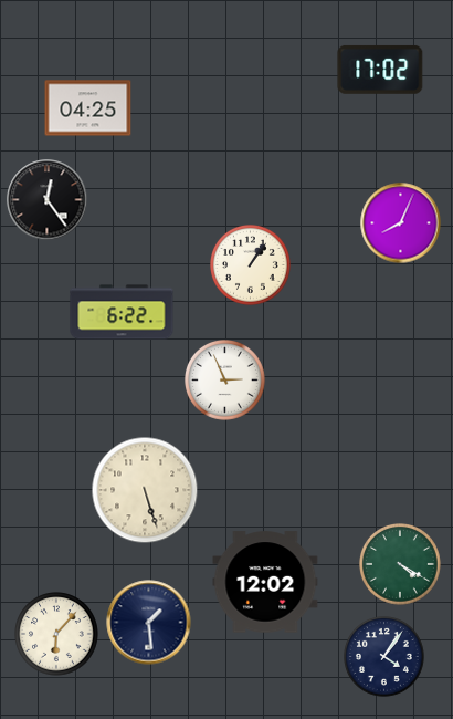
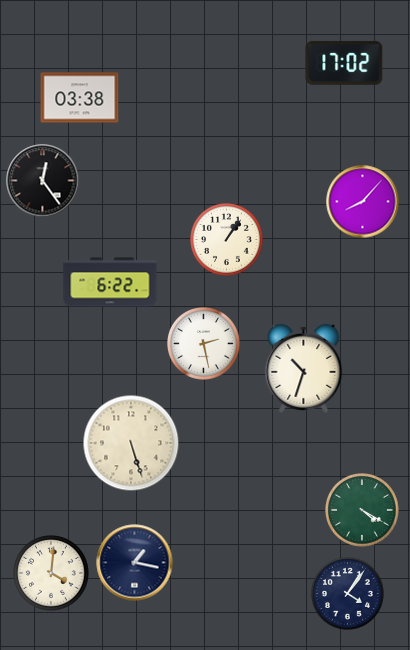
clock at (88, 108): 04:25 -> 03:38
clock at (401, 223): 8:04 -> 8:07
clock at (225, 381): 2:56 -> 2:28
clock at (304, 368): none -> 10:33
clock at (265, 582): 12:02 -> none
clock at (149, 623): 1:29 -> 1:17
clock at (56, 634): 6:07 -> 4:01
